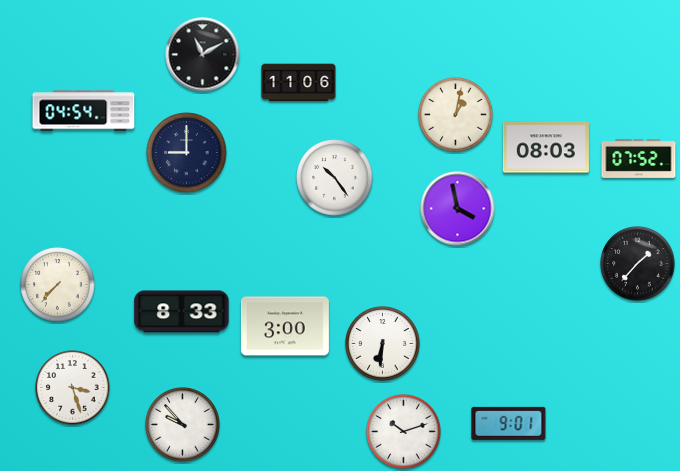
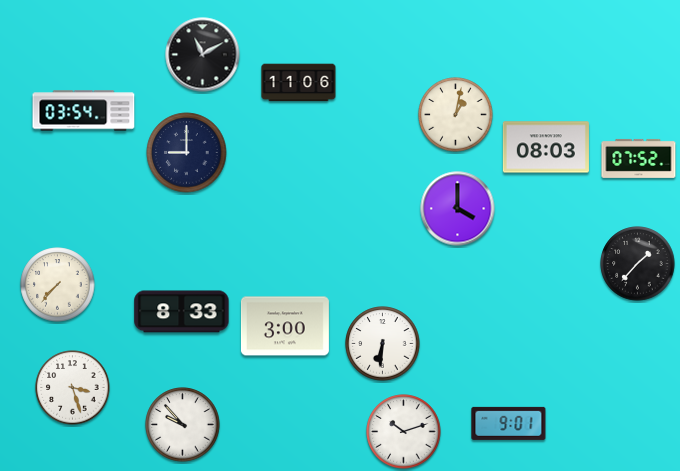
clock at (84, 111): 04:54 -> 03:54
clock at (335, 178): 10:24 -> none
clock at (458, 209): 3:58 -> 4:00
